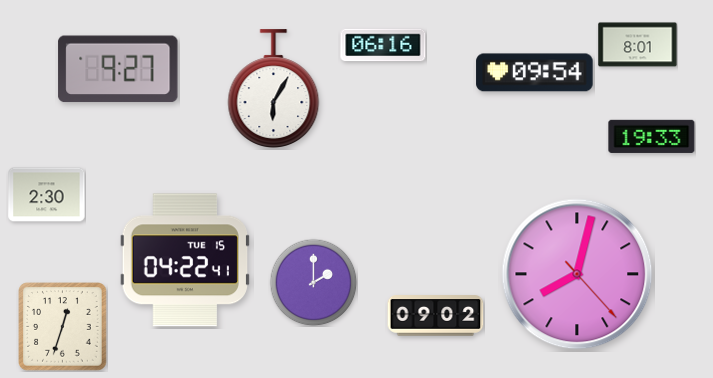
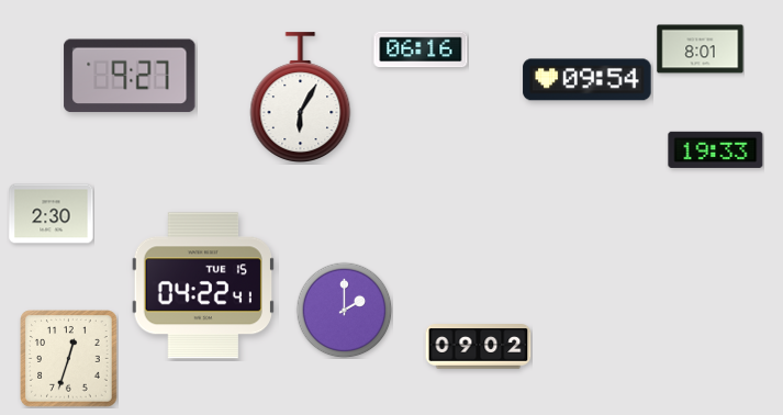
clock at (577, 274): 8:02 -> none
